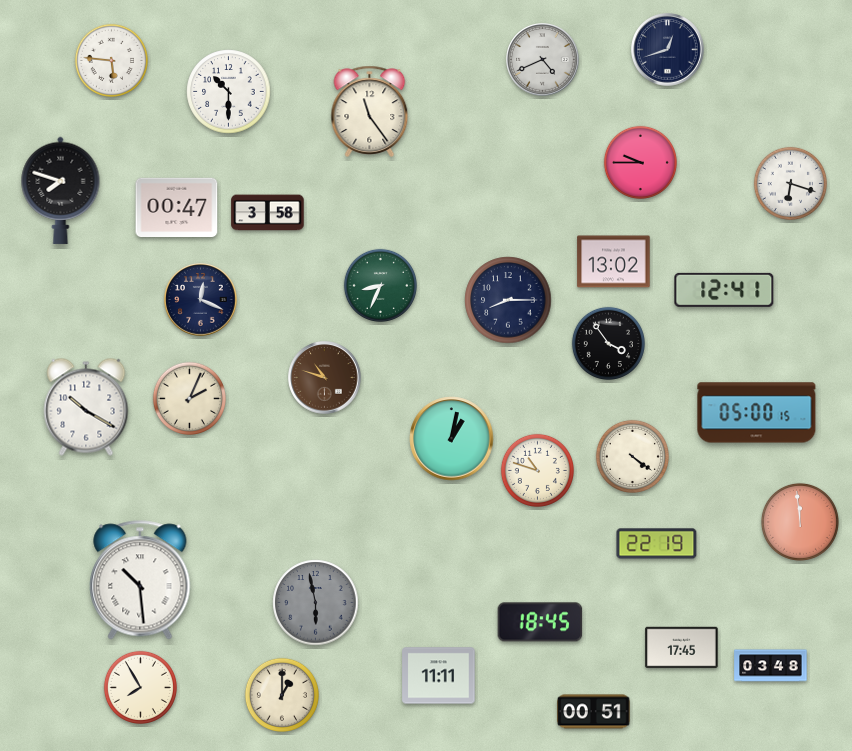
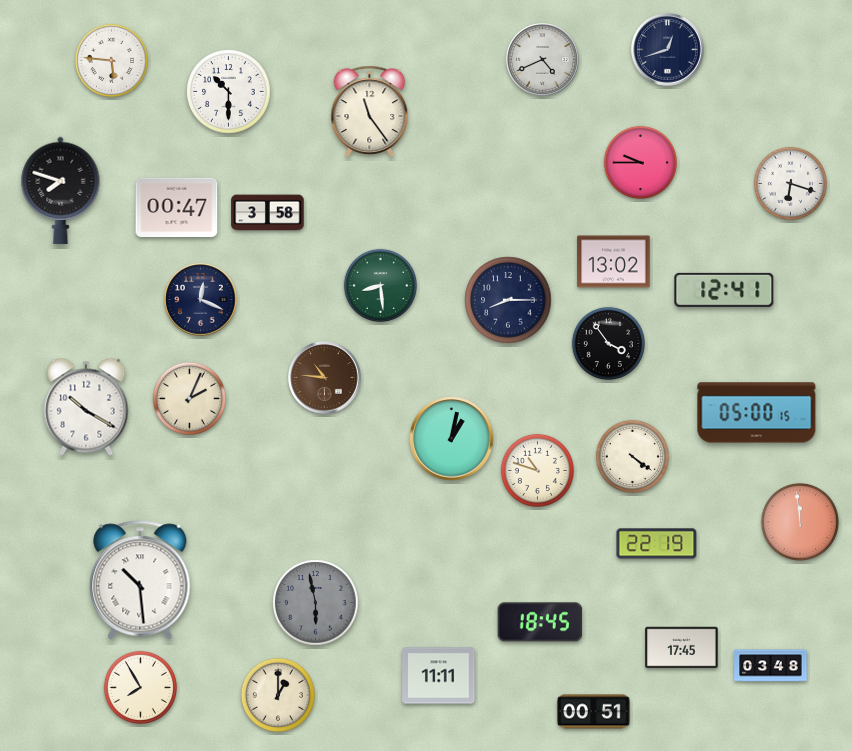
clock at (380, 285): 8:34 -> 8:29
clock at (325, 378): 10:48 -> 10:46
clock at (282, 695) position: (282, 695) -> (278, 695)
